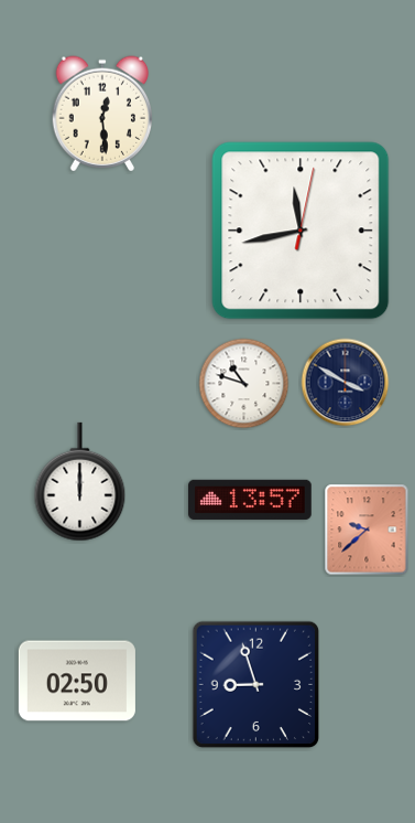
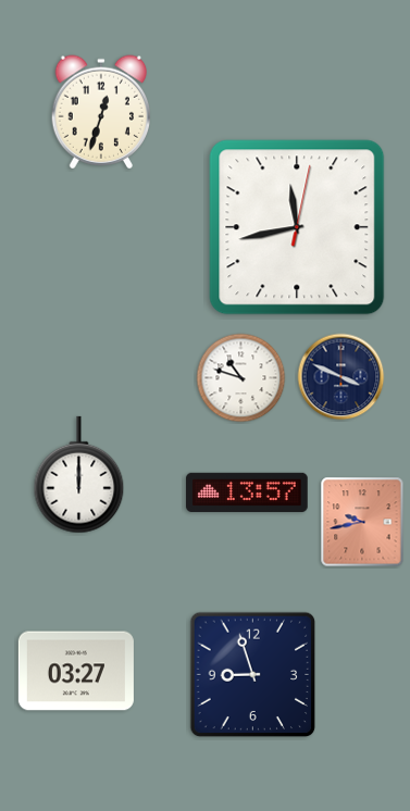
clock at (101, 114): 12:29 -> 12:33
clock at (346, 383): 3:50 -> 3:49
clock at (367, 530): 9:38 -> 9:43
clock at (77, 681): 02:50 -> 03:27
